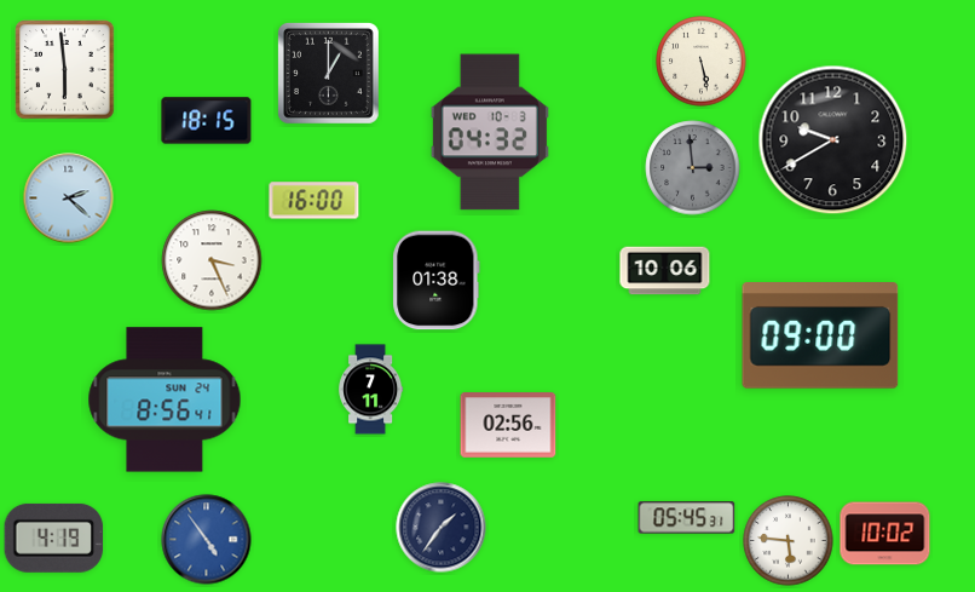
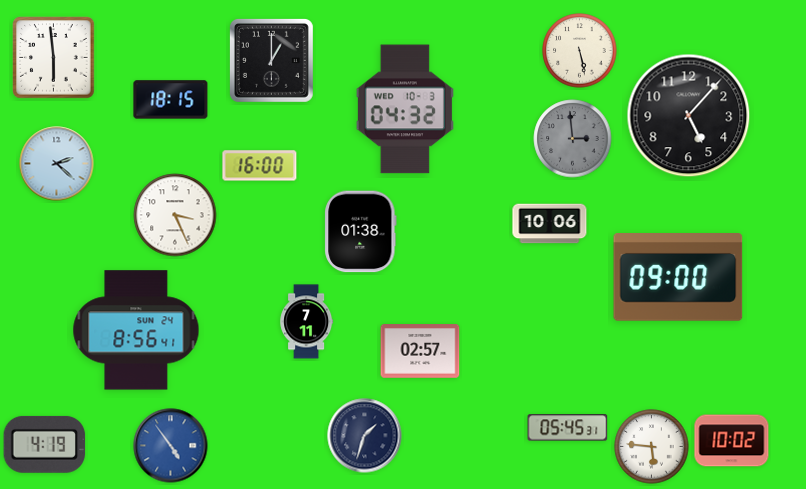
clock at (833, 140): 9:40 -> 5:07
clock at (508, 425): 02:56 -> 02:57
clock at (442, 528): 1:36 -> 1:33
